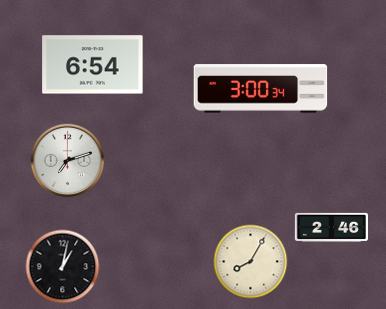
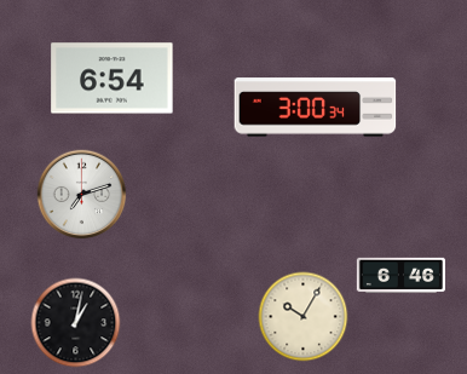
clock at (331, 227): 2:46 -> 6:46
clock at (251, 262): 8:05 -> 10:05
